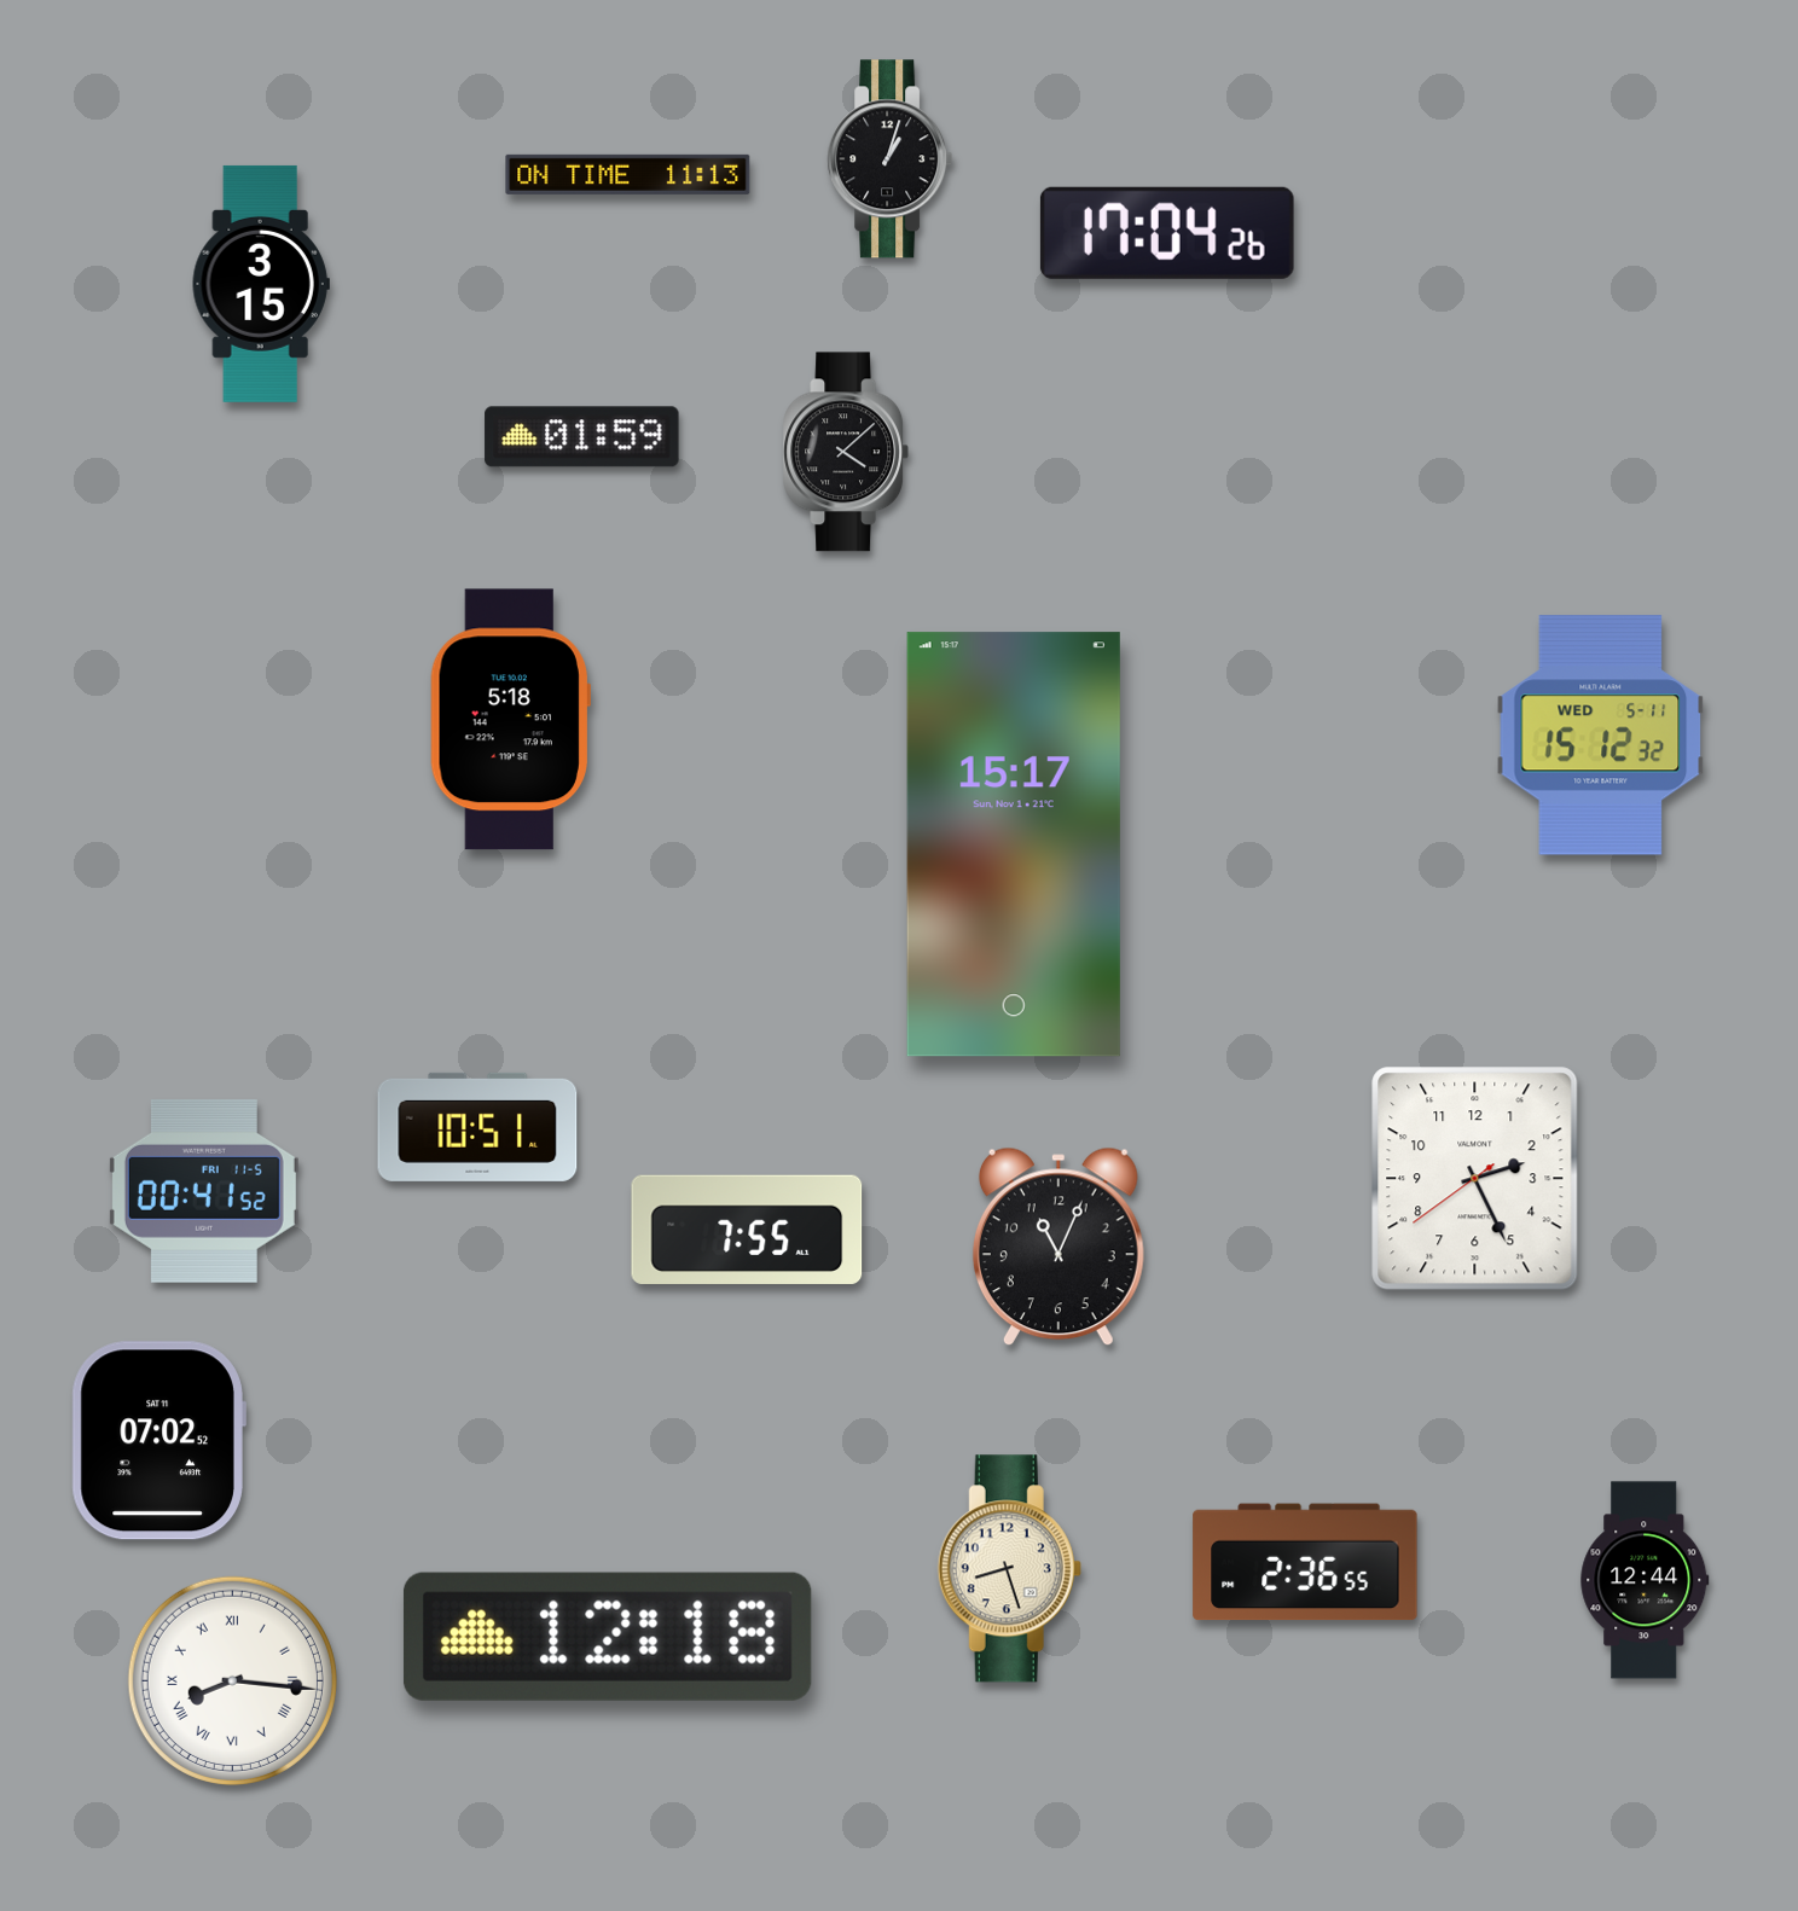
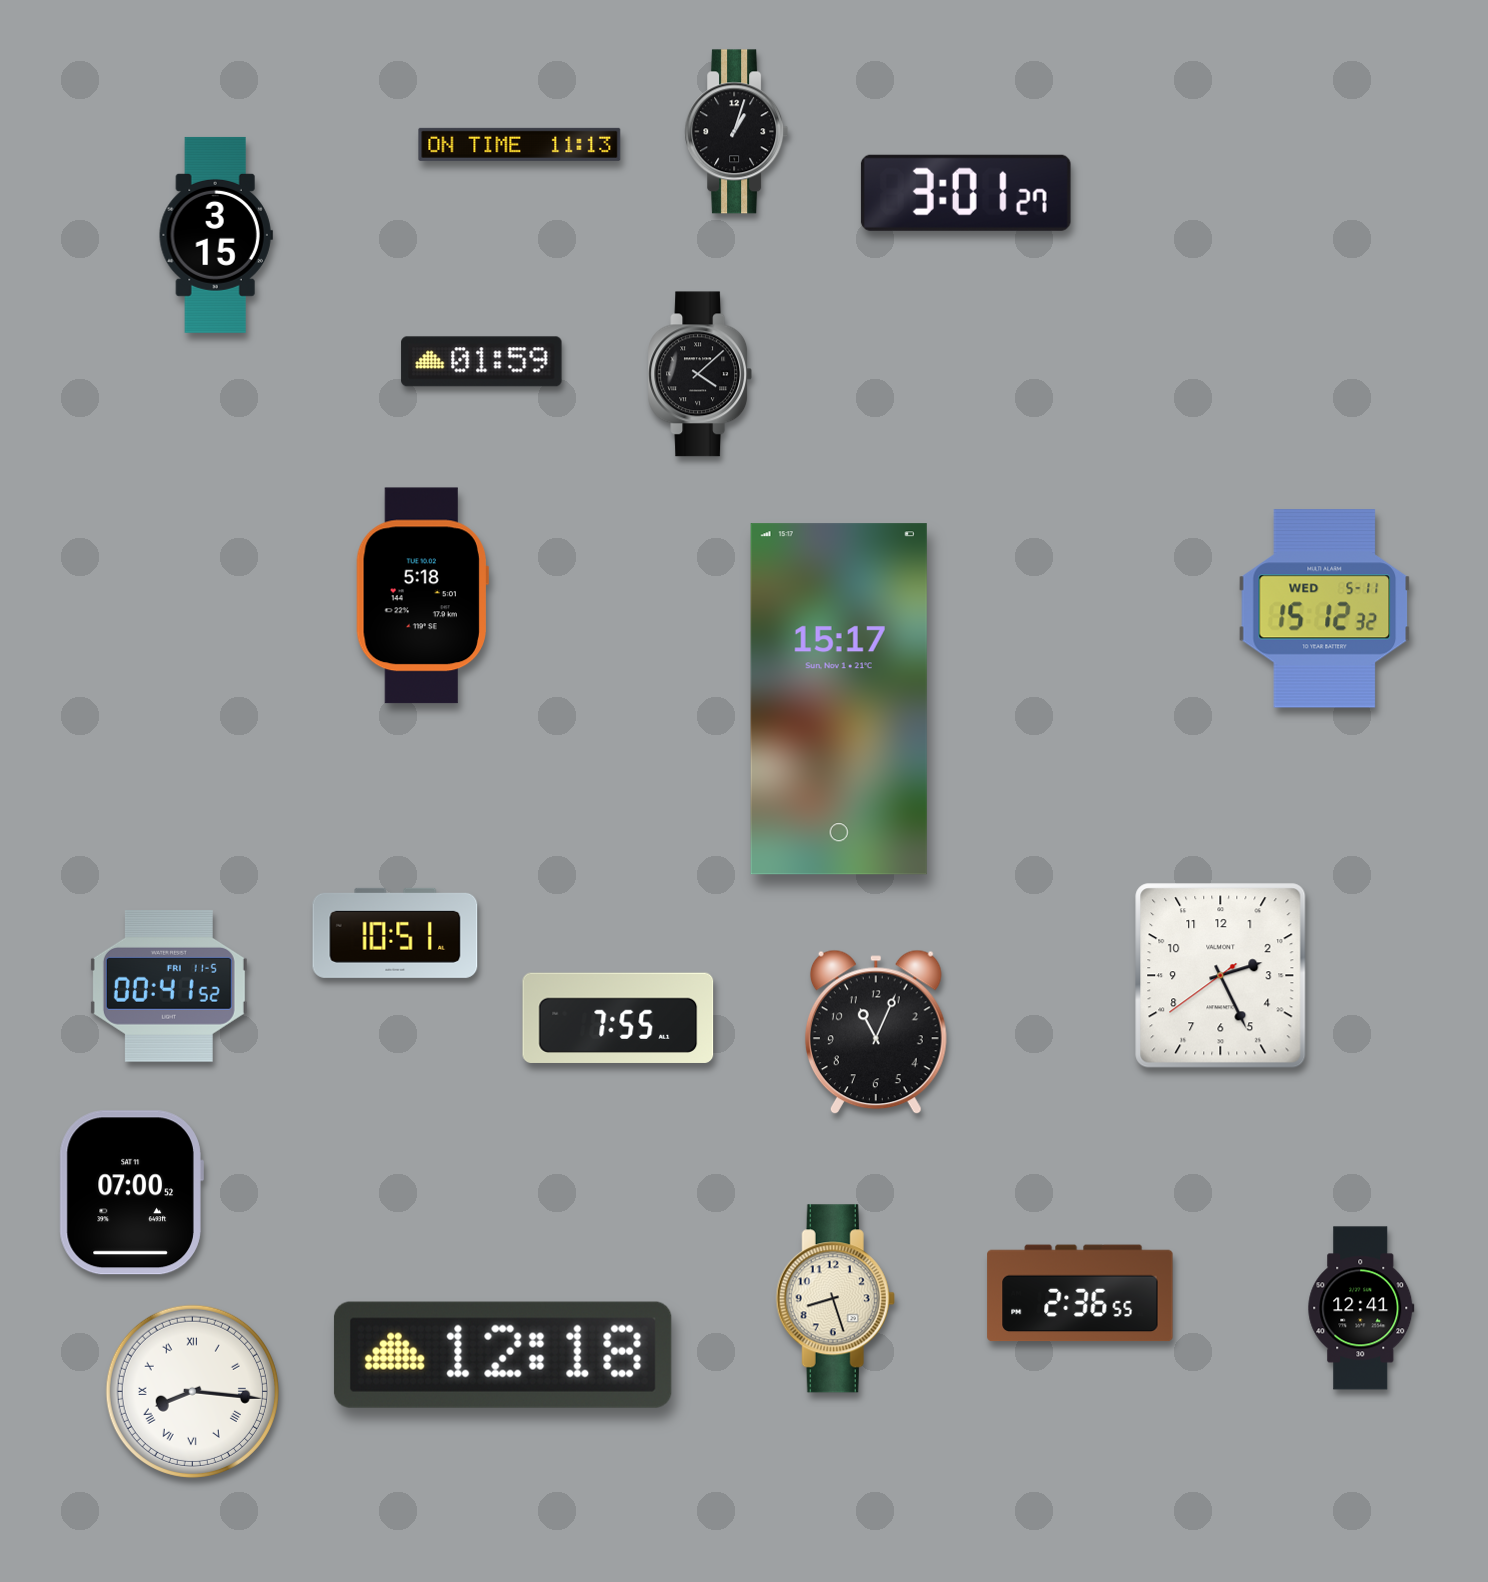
clock at (1167, 233): 17:04 -> 3:01
clock at (158, 1441): 07:02 -> 07:00
clock at (1645, 1580): 12:44 -> 12:41
